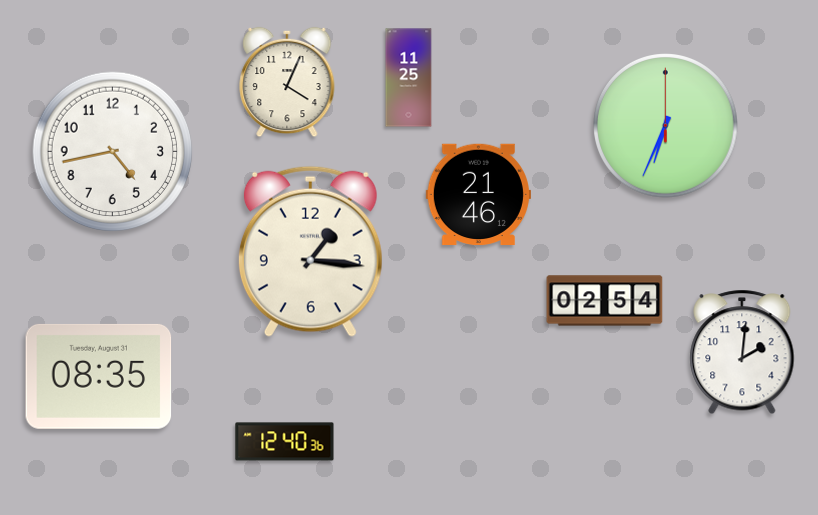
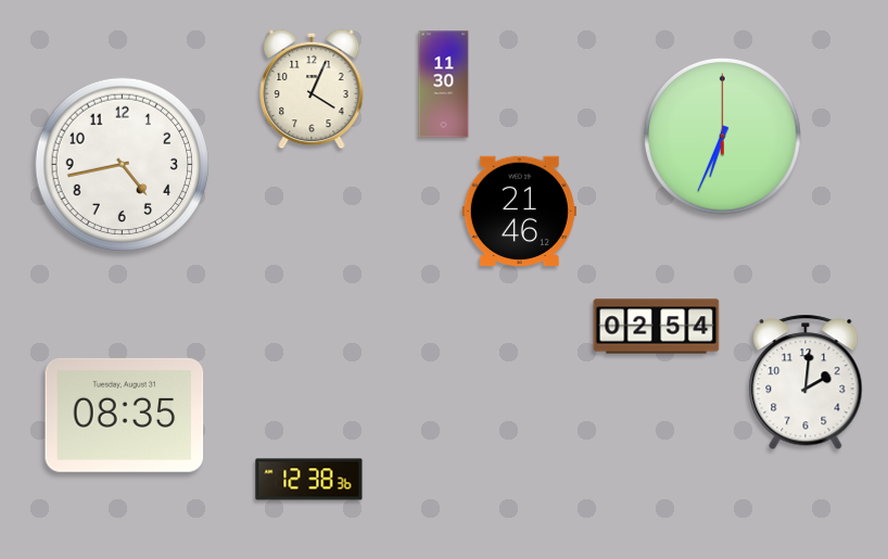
clock at (409, 78): 11:25 -> 11:30
clock at (310, 251): 1:16 -> none
clock at (99, 376) position: (99, 376) -> (125, 415)
clock at (285, 442): 12:40 -> 12:38
